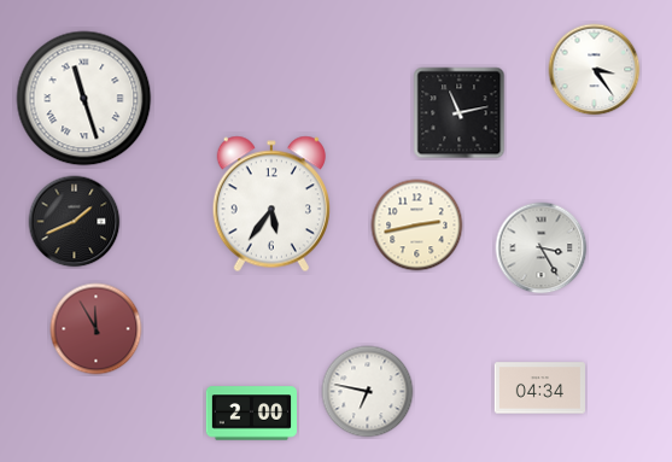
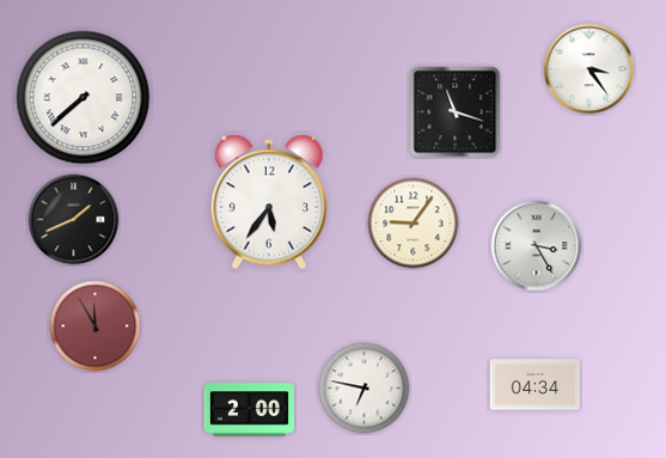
clock at (84, 99): 11:27 -> 7:38
clock at (460, 113): 11:13 -> 11:18
clock at (417, 226): 2:43 -> 9:06
